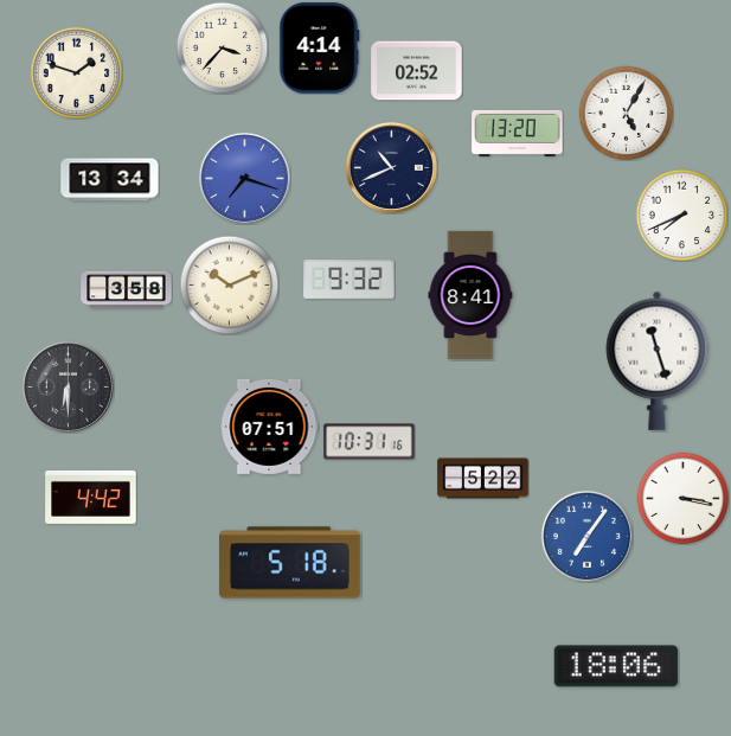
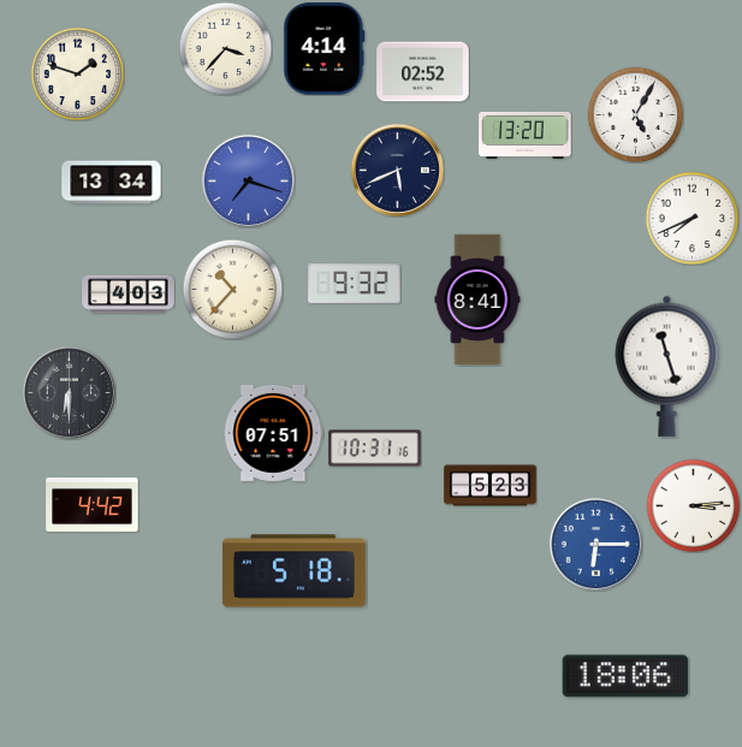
clock at (391, 167): 10:41 -> 5:41
clock at (229, 284): 10:11 -> 10:37
clock at (127, 290): 3:58 -> 4:03
clock at (483, 479): 5:22 -> 5:23
clock at (682, 498): 3:17 -> 3:14
clock at (586, 536): 7:06 -> 6:15
